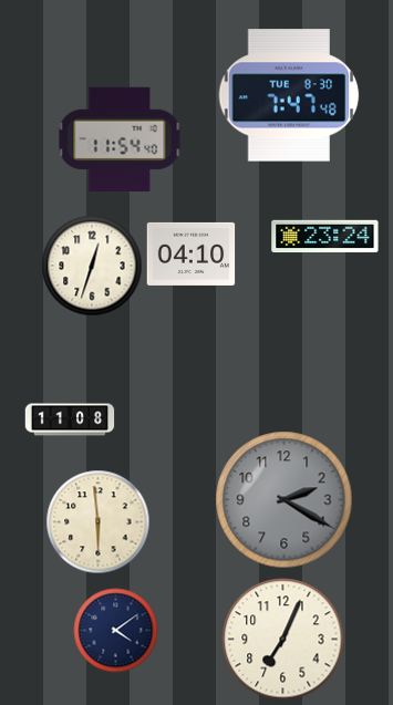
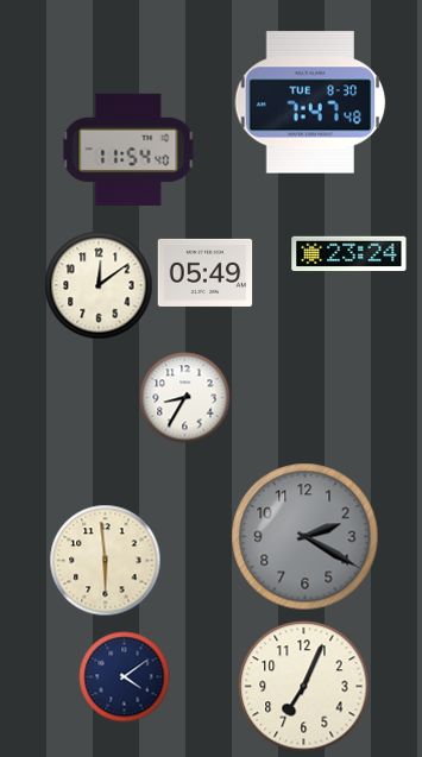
clock at (192, 253): 04:10 -> 05:49
clock at (92, 266): 12:33 -> 12:09
clock at (185, 398): none -> 8:35
clock at (70, 419): 11:08 -> none
